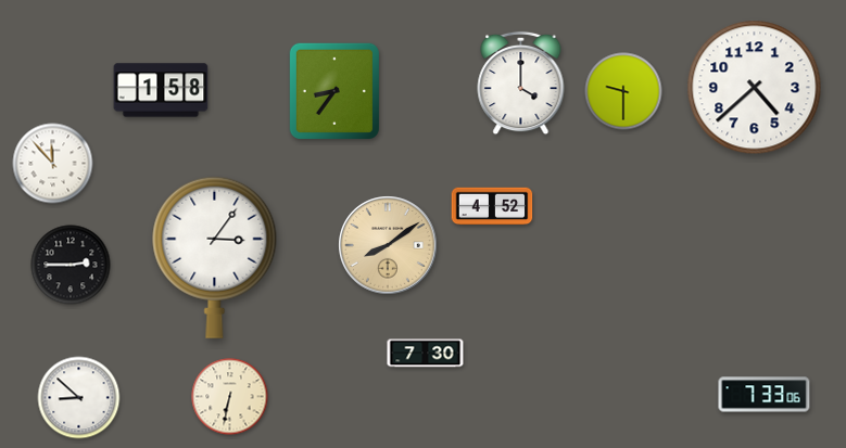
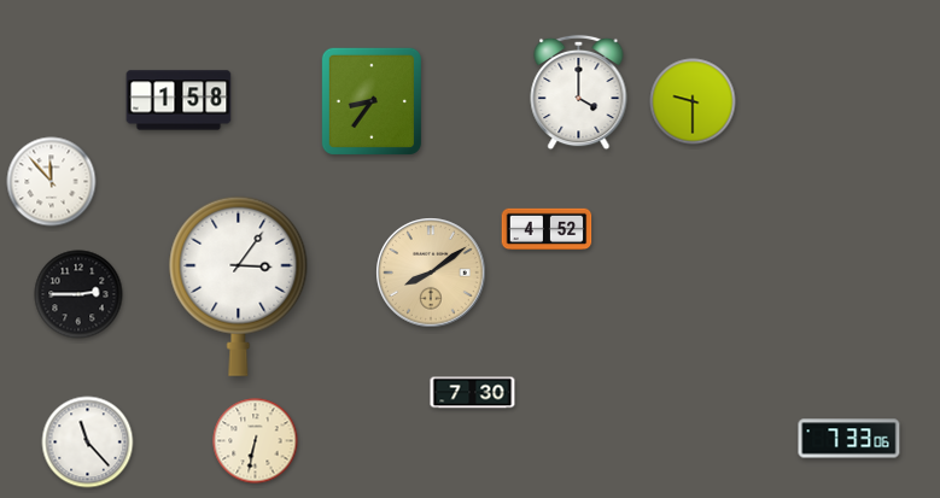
clock at (755, 88): 4:38 -> none
clock at (53, 164) position: (53, 164) -> (52, 182)
clock at (79, 398): 8:52 -> 11:23
